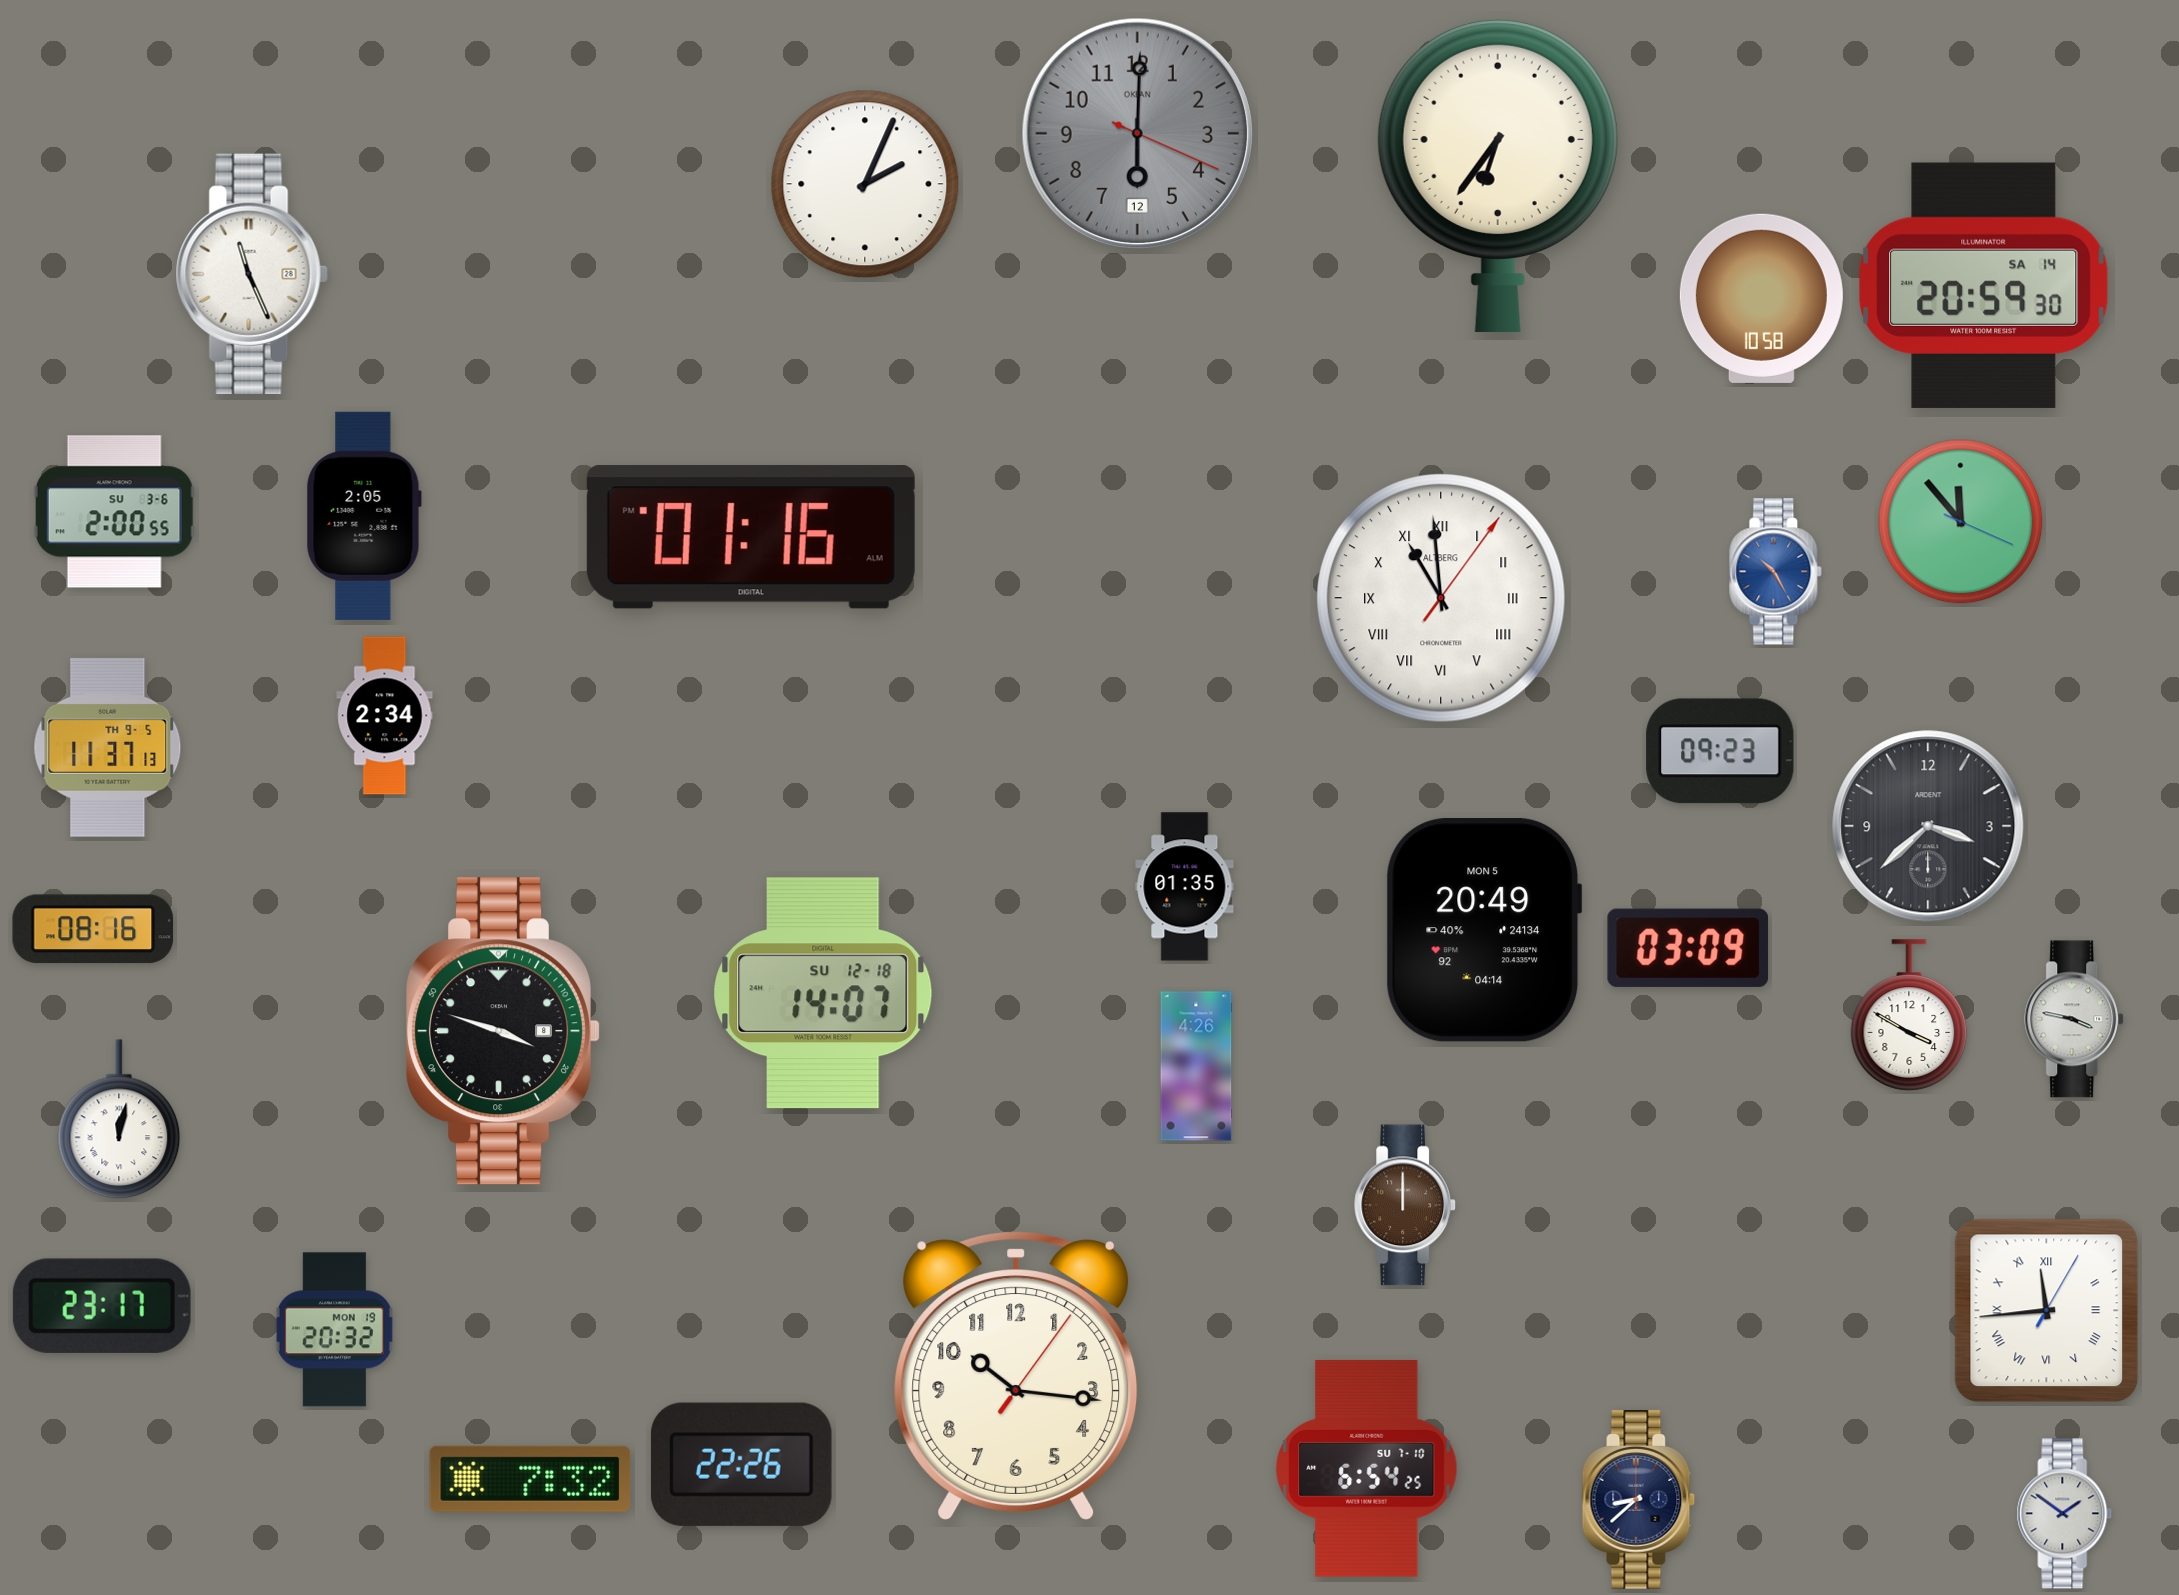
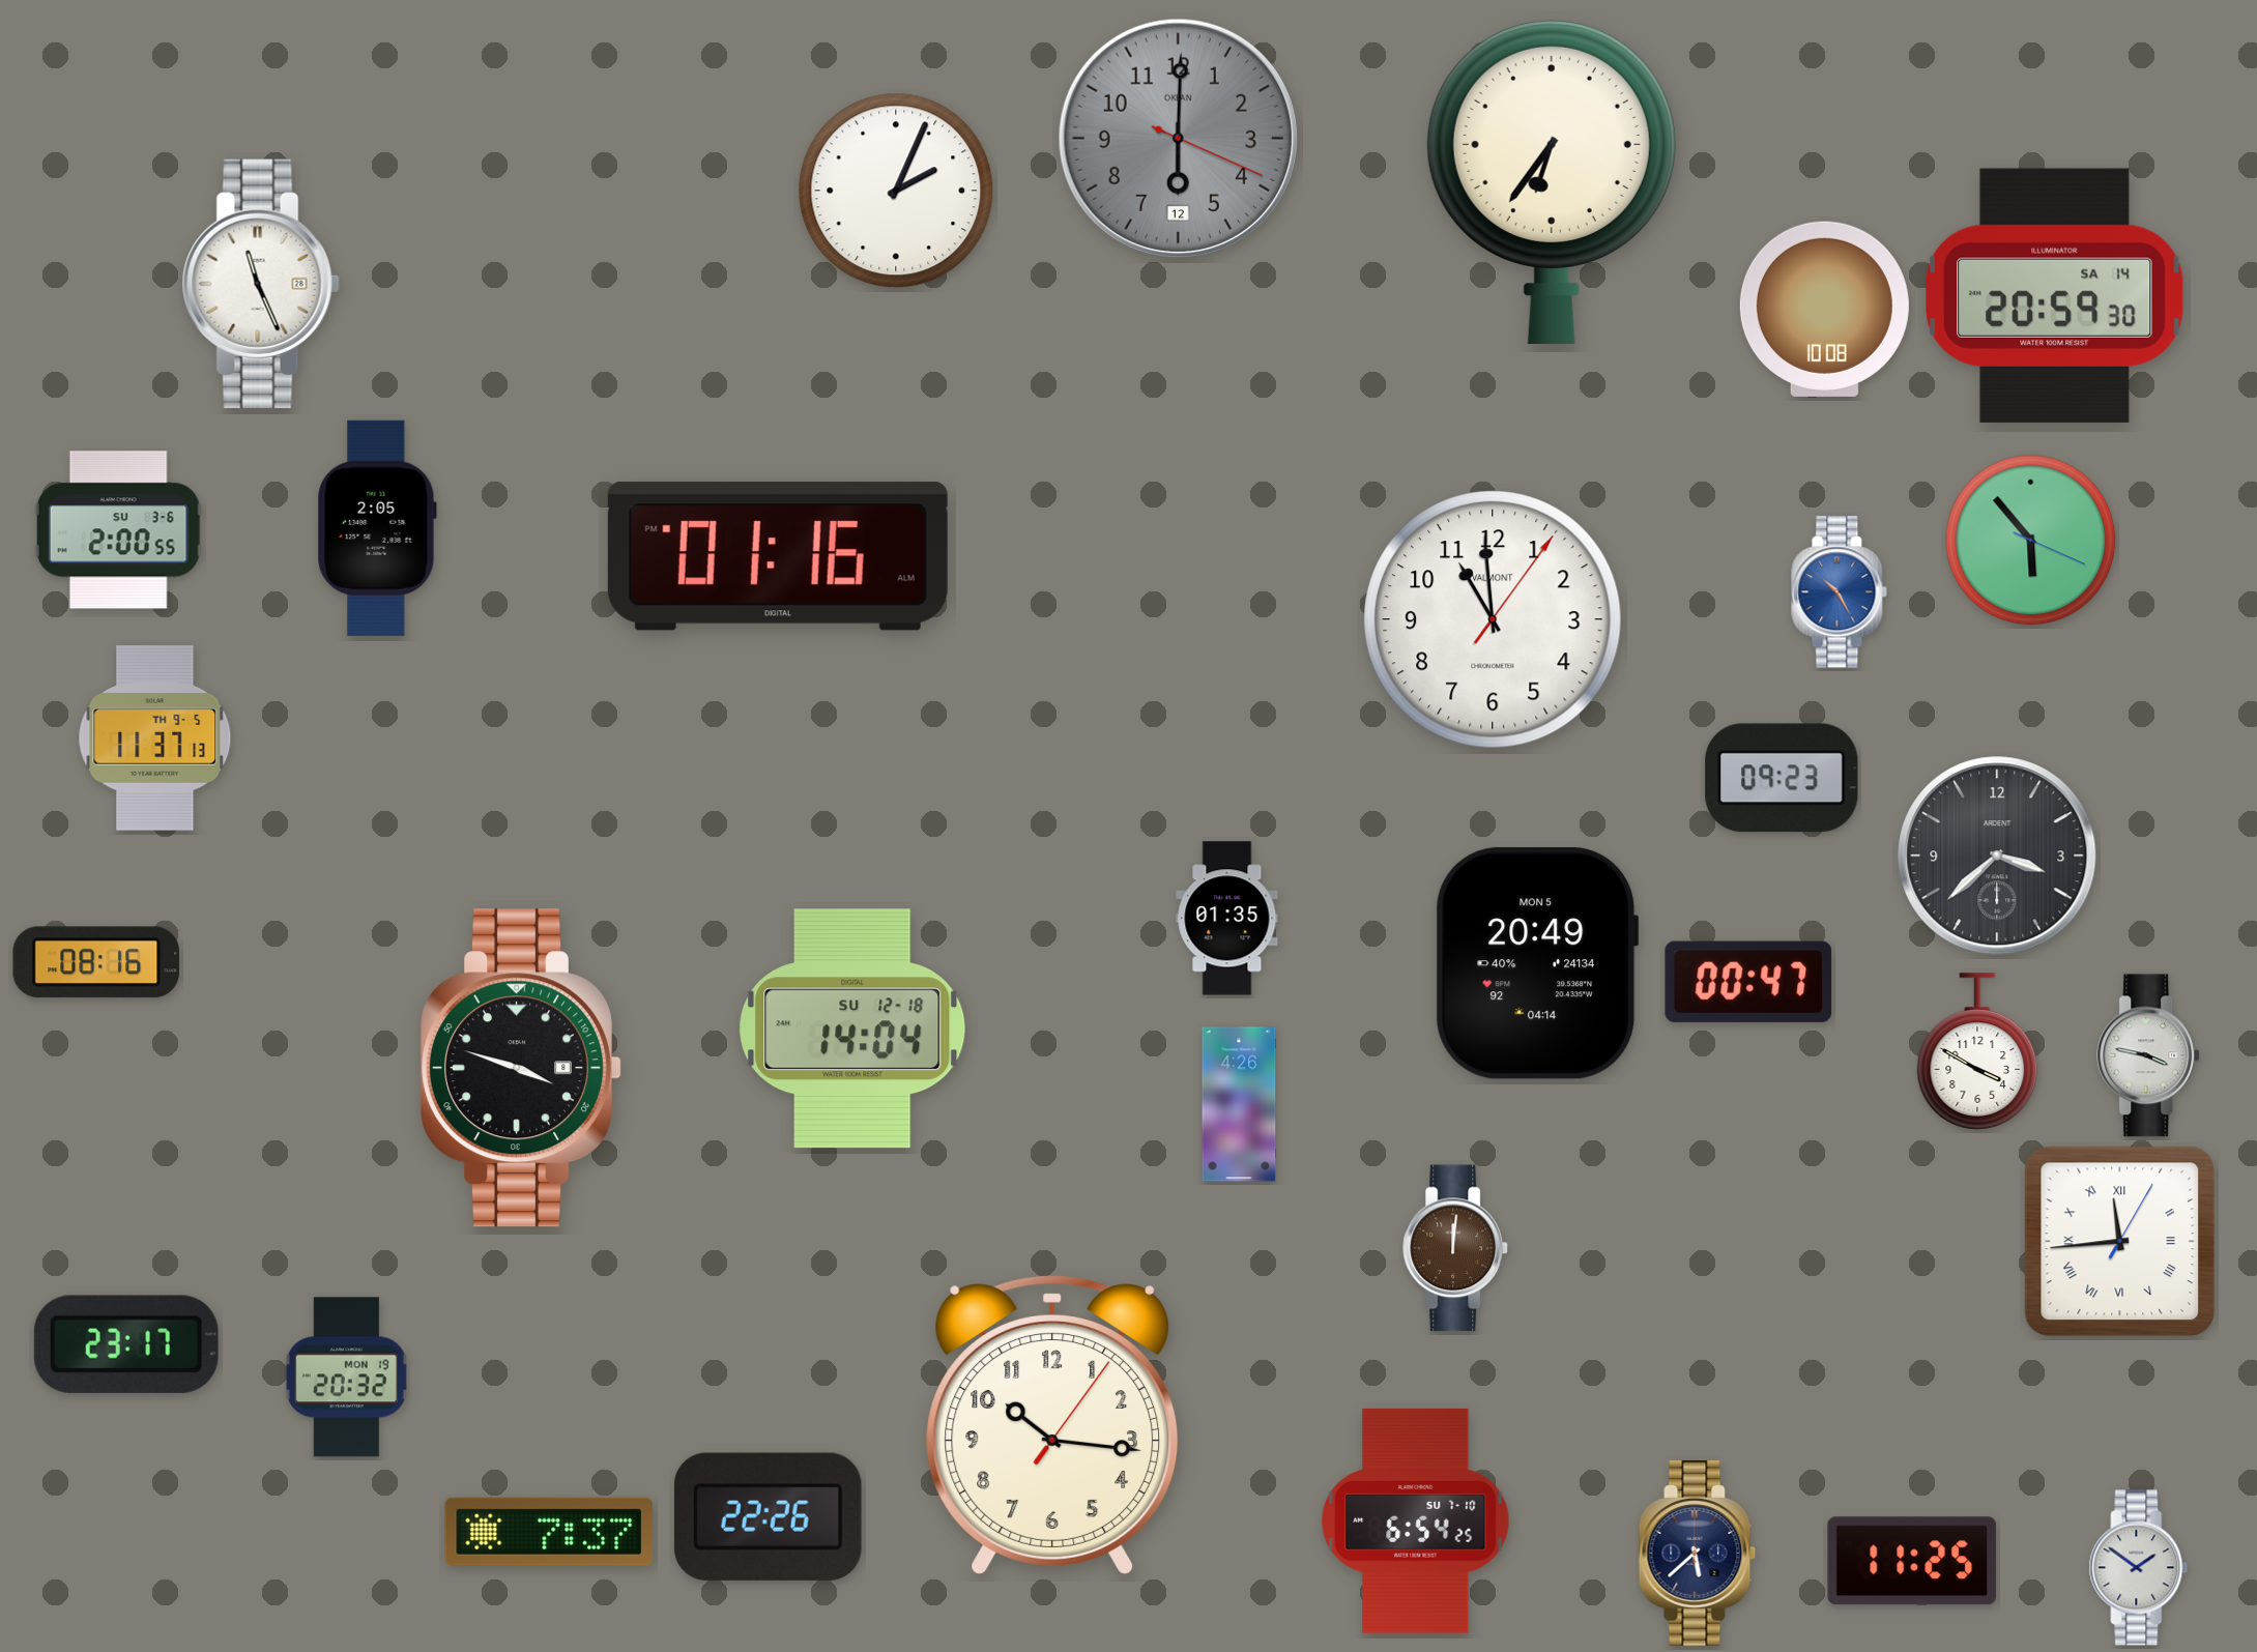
clock at (1761, 298): 10:58 -> 10:08
clock at (364, 516) position: (364, 516) -> (377, 528)
clock at (1961, 522): 11:53 -> 5:53
clock at (1441, 598) numerals: Roman -> Arabic
clock at (1441, 598) brand: ALTBERG -> VALMONT
clock at (385, 716): 2:34 -> none
clock at (108, 748) position: (108, 748) -> (155, 738)
clock at (1688, 948): 03:09 -> 00:47
clock at (823, 993): 14:07 -> 14:04
clock at (119, 1120): 12:02 -> none
clock at (1405, 1205): 12:00 -> 12:01
clock at (102, 1306) position: (102, 1306) -> (126, 1344)
clock at (2047, 1311) position: (2047, 1311) -> (2120, 1242)
clock at (530, 1479): 7:32 -> 7:37
clock at (1639, 1500): 8:38 -> 5:38
clock at (1912, 1561): none -> 11:25
